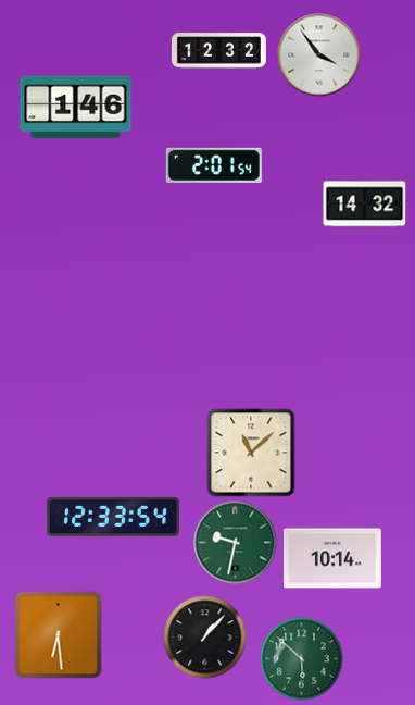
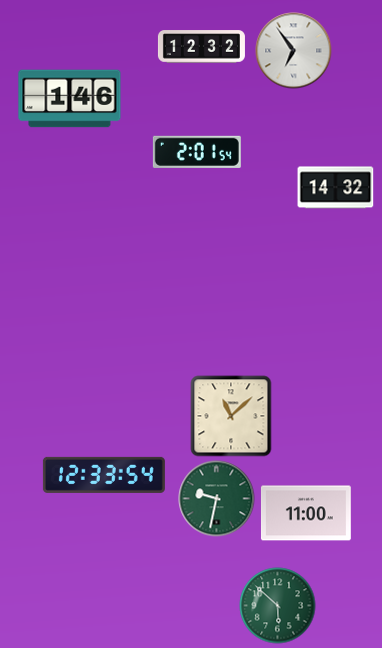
clock at (319, 55): 3:54 -> 6:54
clock at (332, 558): 10:14 -> 11:00
clock at (59, 635): 6:29 -> none
clock at (205, 638): 1:07 -> none
